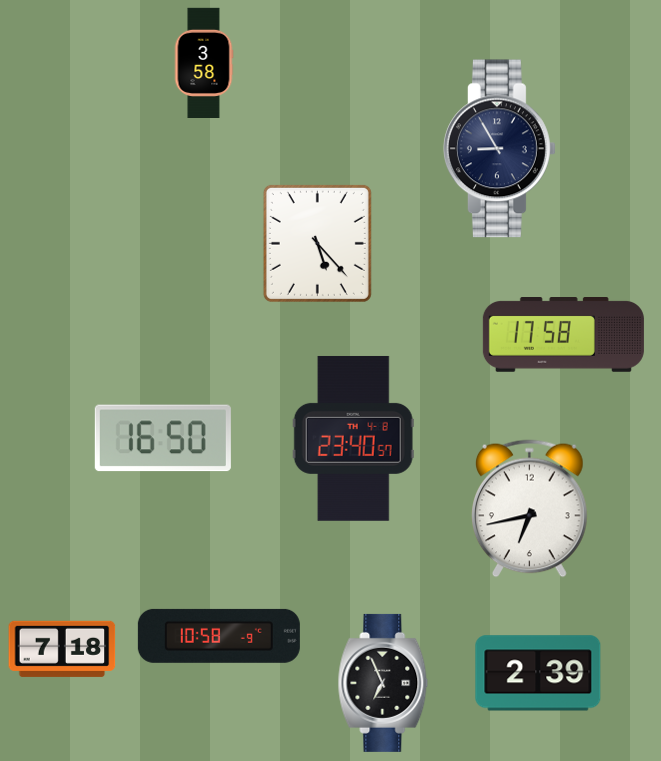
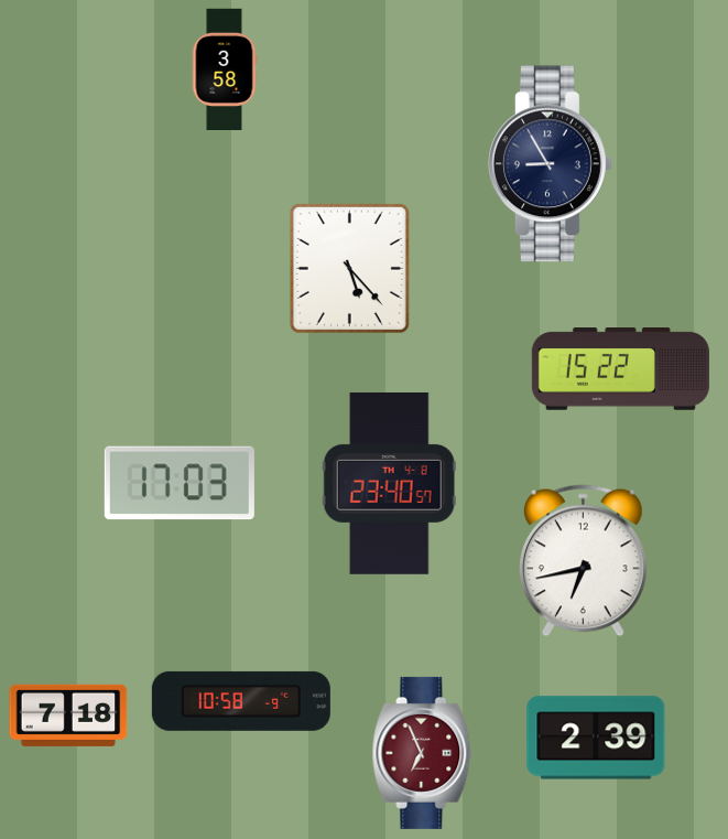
clock at (563, 335): 17:58 -> 15:22
clock at (163, 438): 16:50 -> 17:03
clock at (538, 673) position: (538, 673) -> (596, 738)
clock at (383, 683) dial: black -> burgundy
